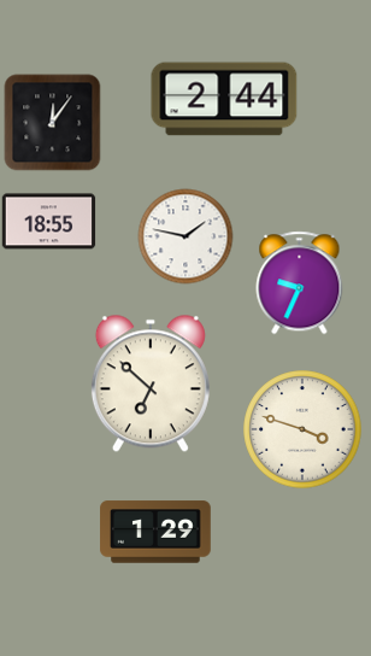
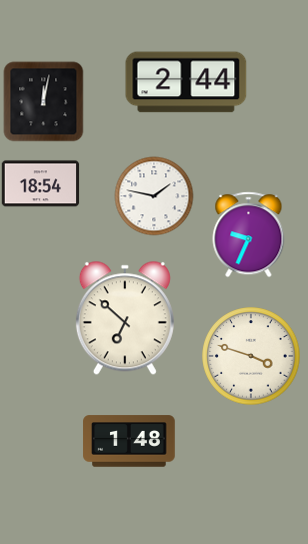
clock at (52, 122): 12:06 -> 12:02
clock at (48, 222): 18:55 -> 18:54
clock at (155, 532): 1:29 -> 1:48
